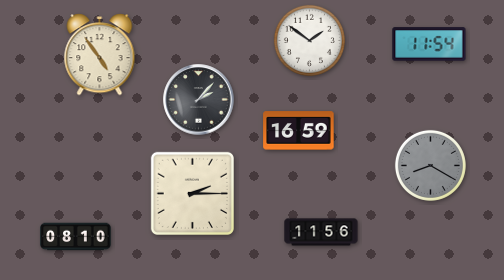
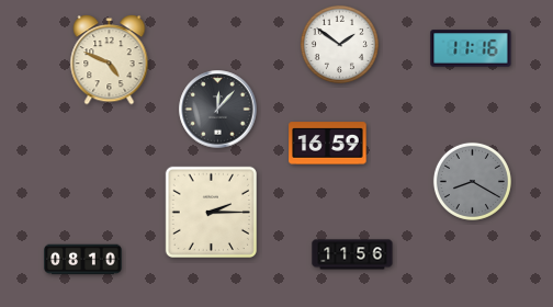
clock at (429, 44): 11:54 -> 11:16
clock at (100, 55): 4:54 -> 4:49
clock at (199, 100): 2:07 -> 12:07
